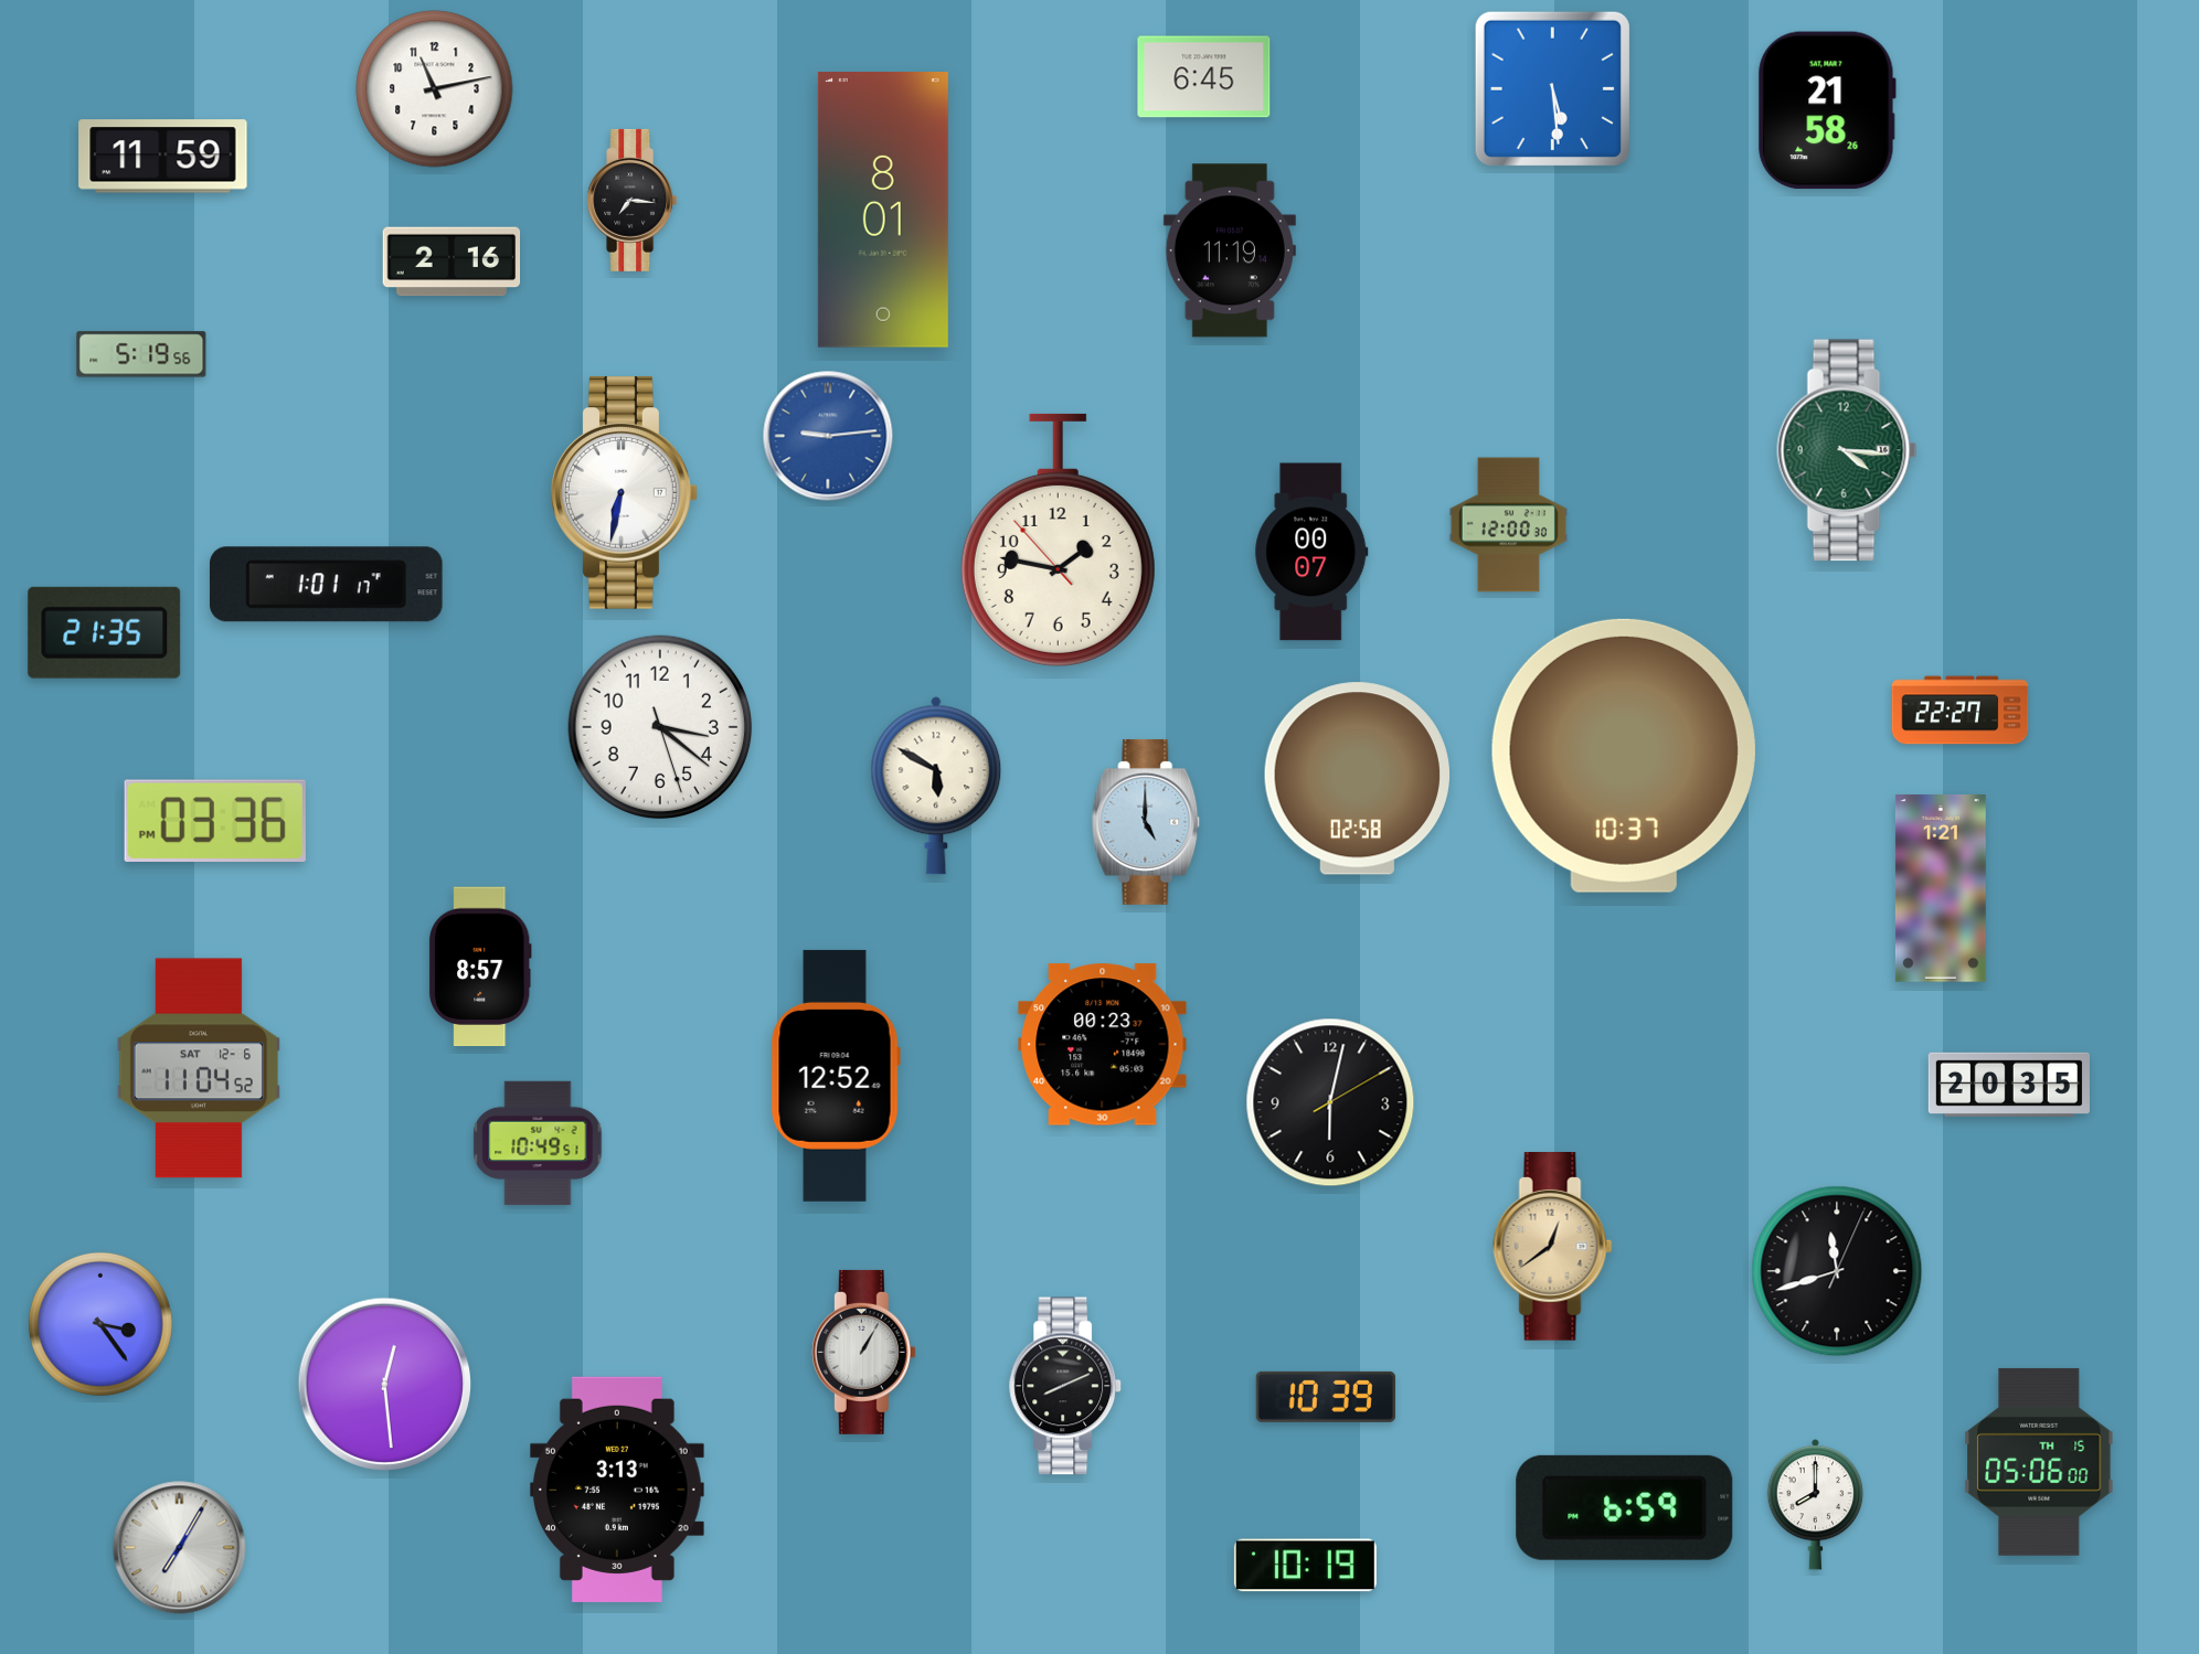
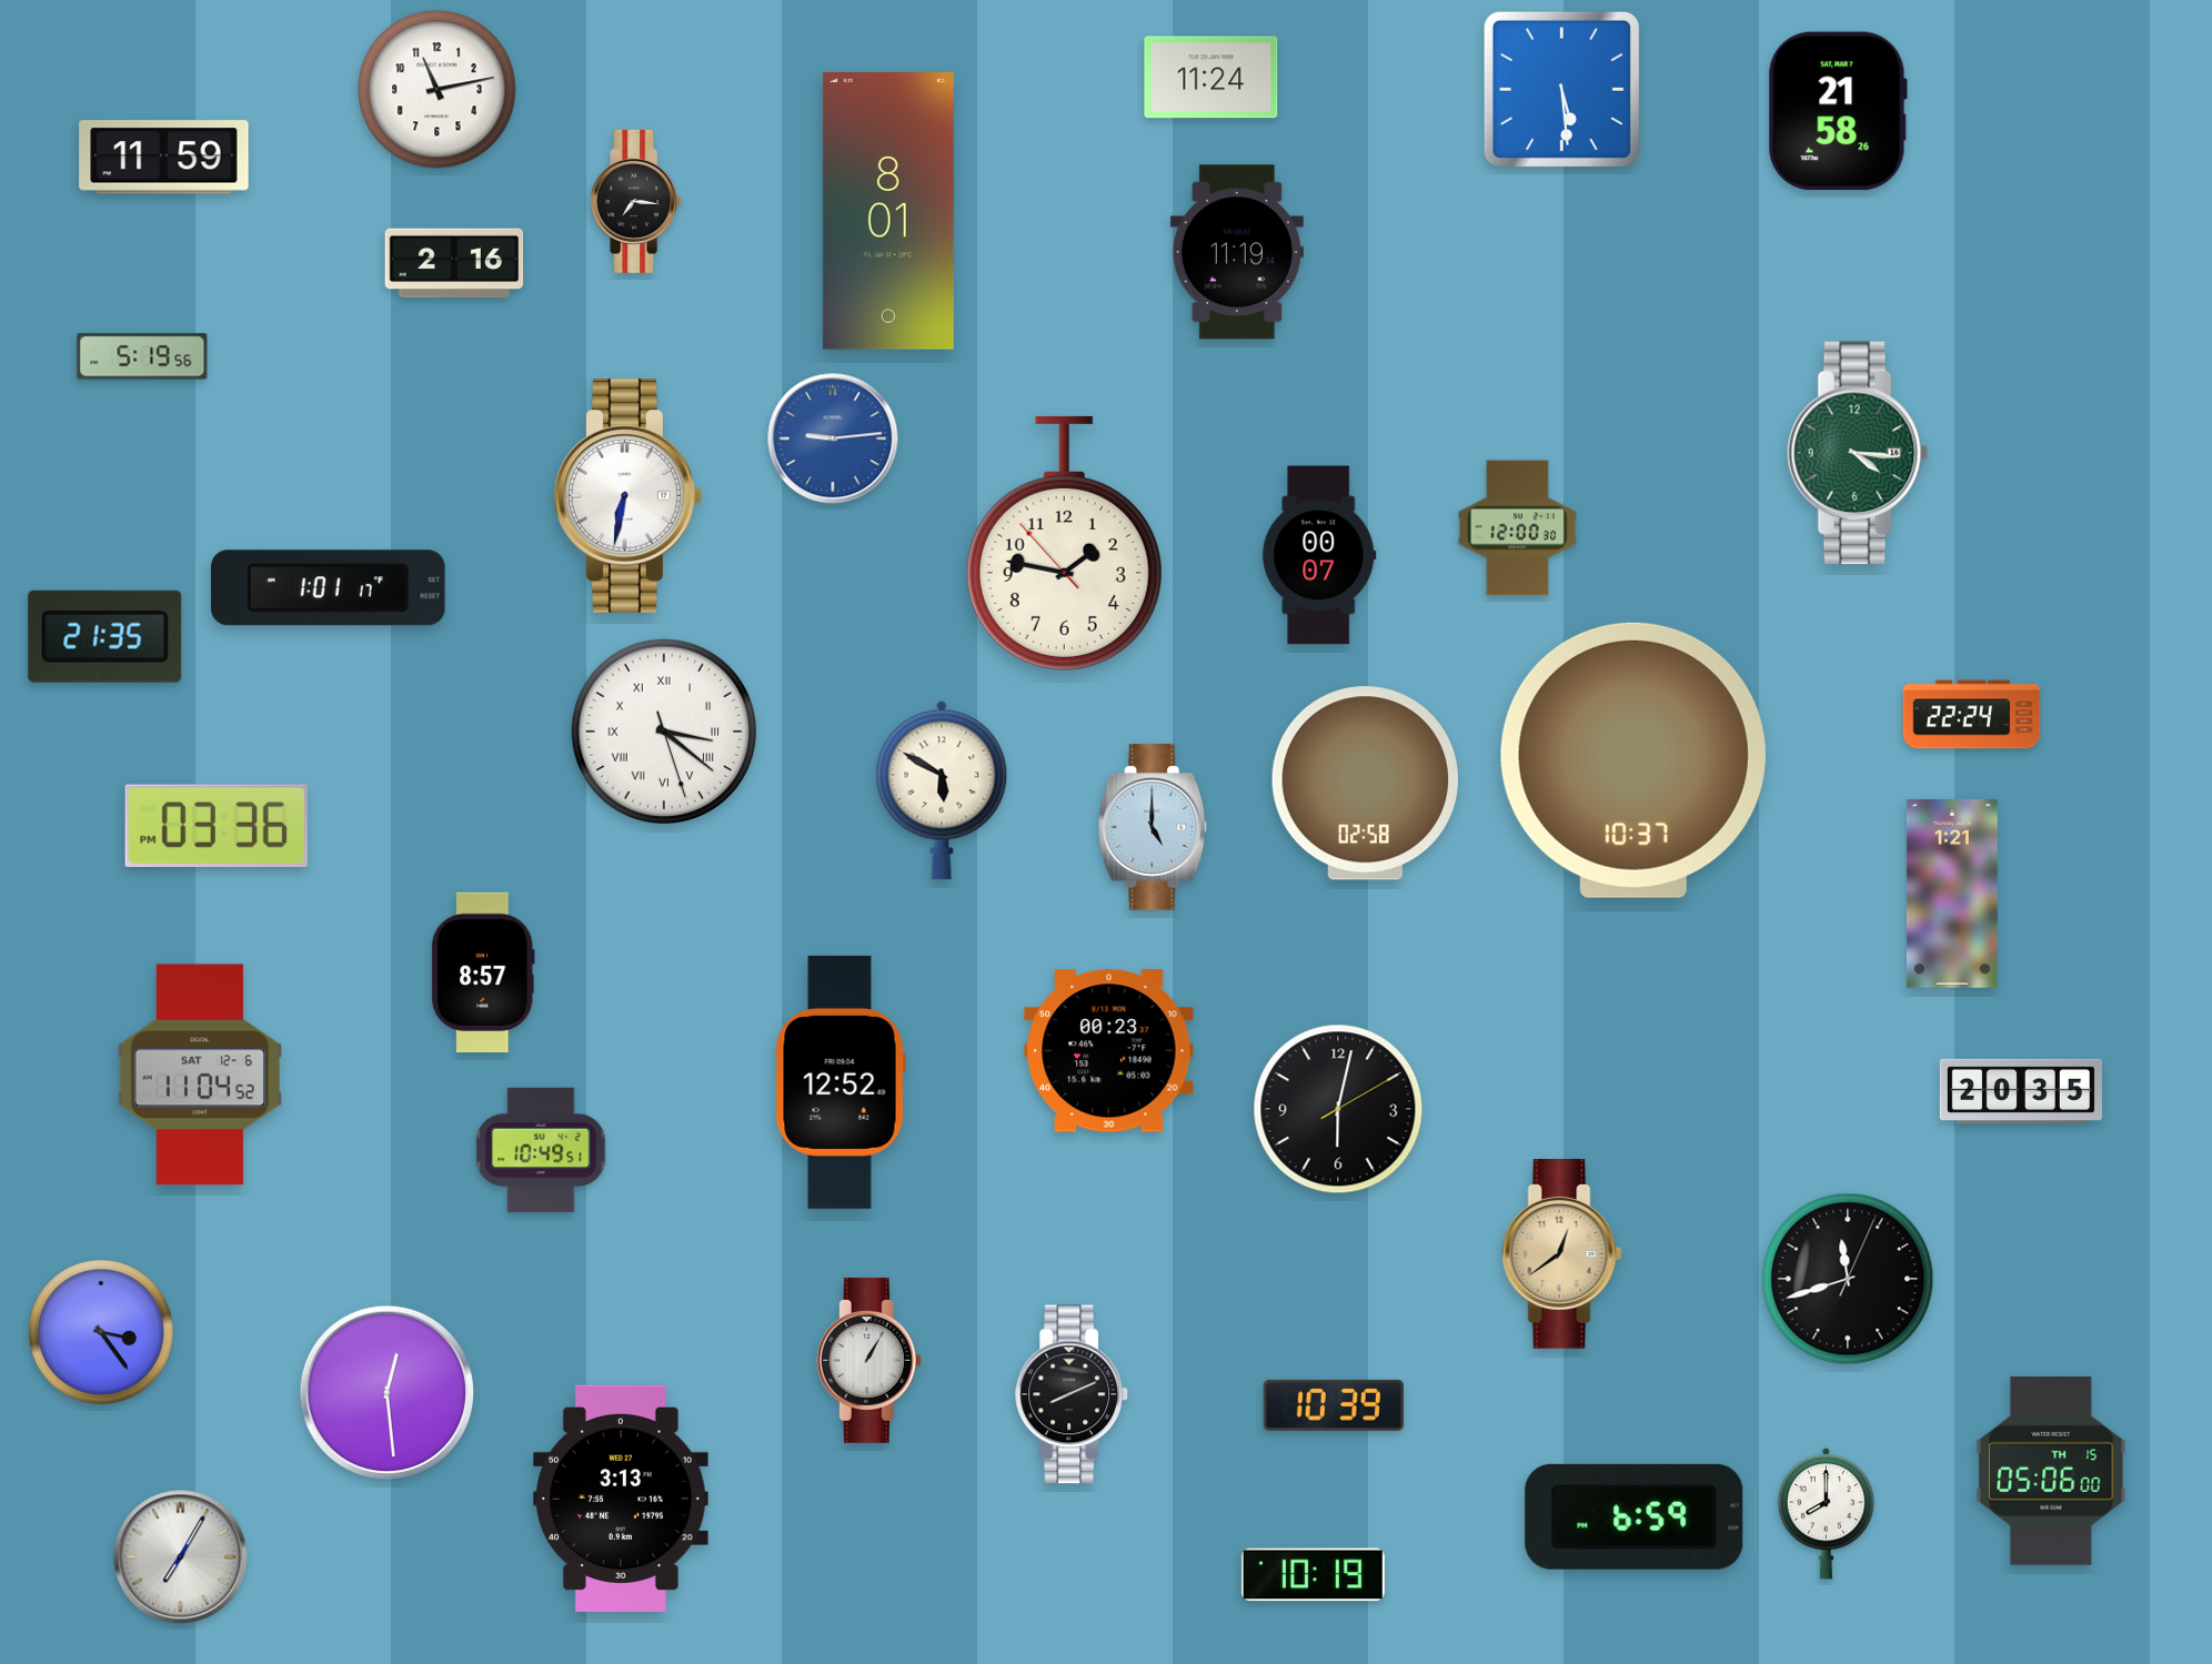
clock at (1204, 77): 6:45 -> 11:24
clock at (1961, 711): 22:27 -> 22:24
clock at (660, 727) numerals: Arabic -> Roman
